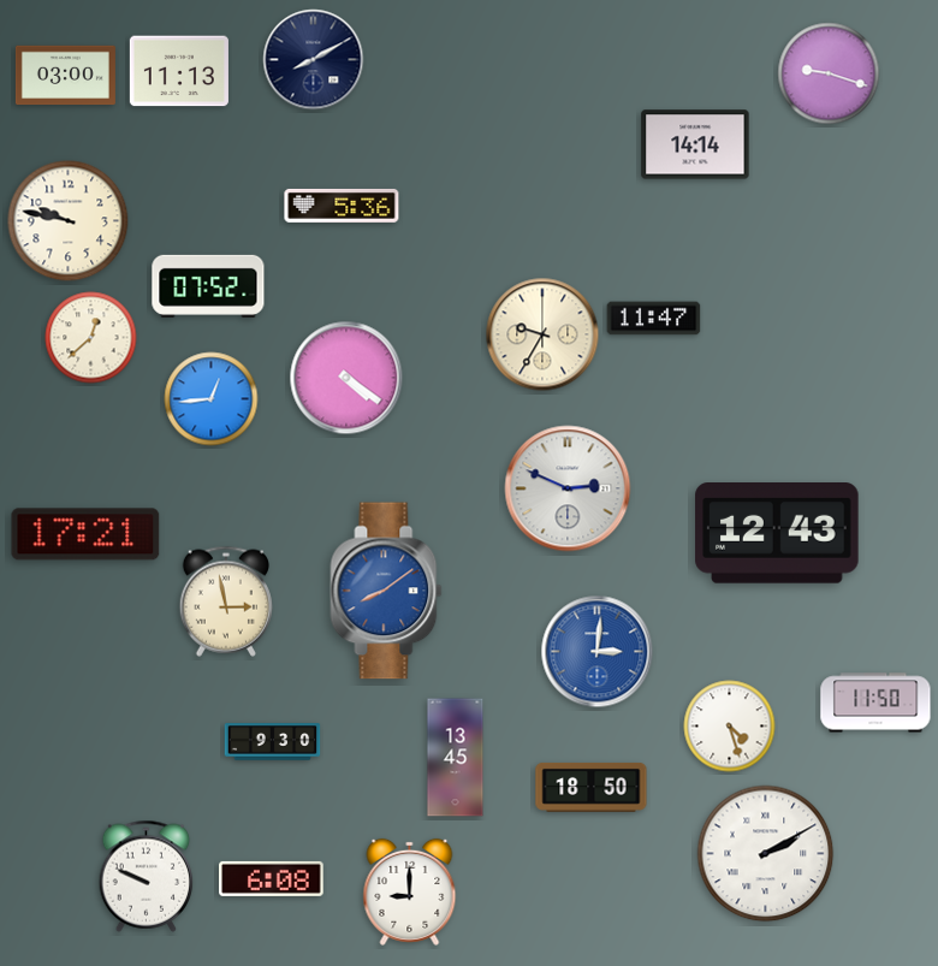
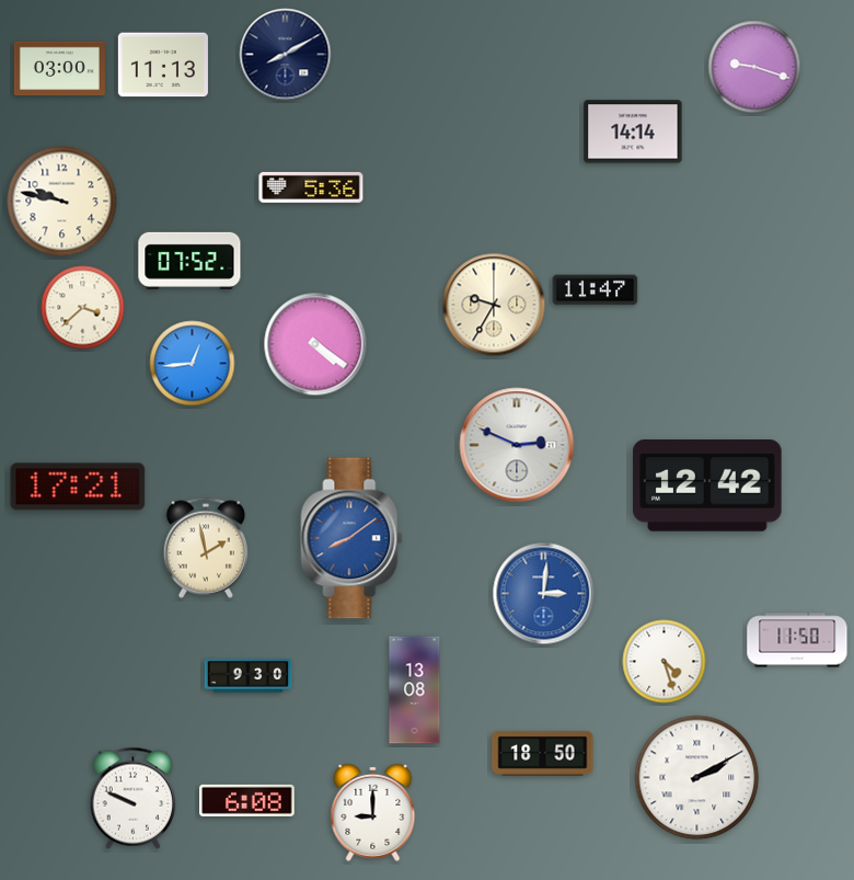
clock at (91, 338): 12:38 -> 3:38
clock at (777, 534): 12:43 -> 12:42
clock at (225, 601): 2:58 -> 1:58
clock at (456, 758): 13:45 -> 13:08
clock at (592, 787) position: (592, 787) -> (543, 753)
